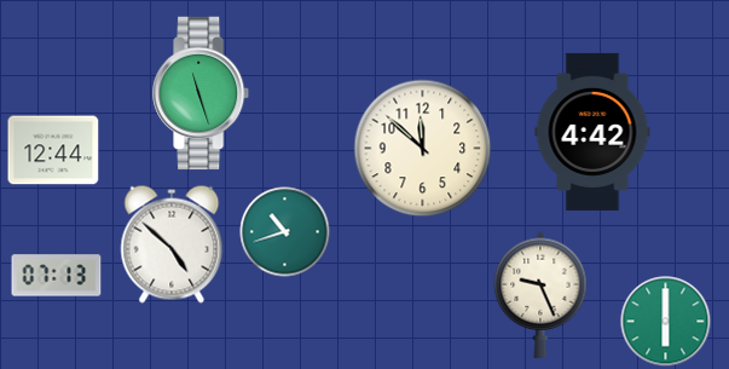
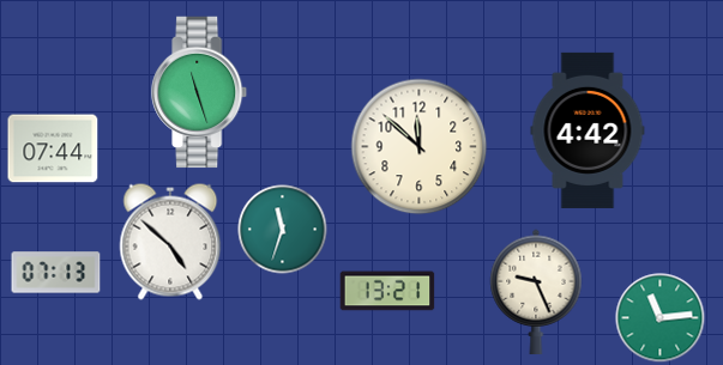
clock at (53, 150): 12:44 -> 07:44
clock at (285, 232): 10:42 -> 11:33
clock at (387, 291): none -> 13:21
clock at (666, 322): 6:00 -> 11:14
